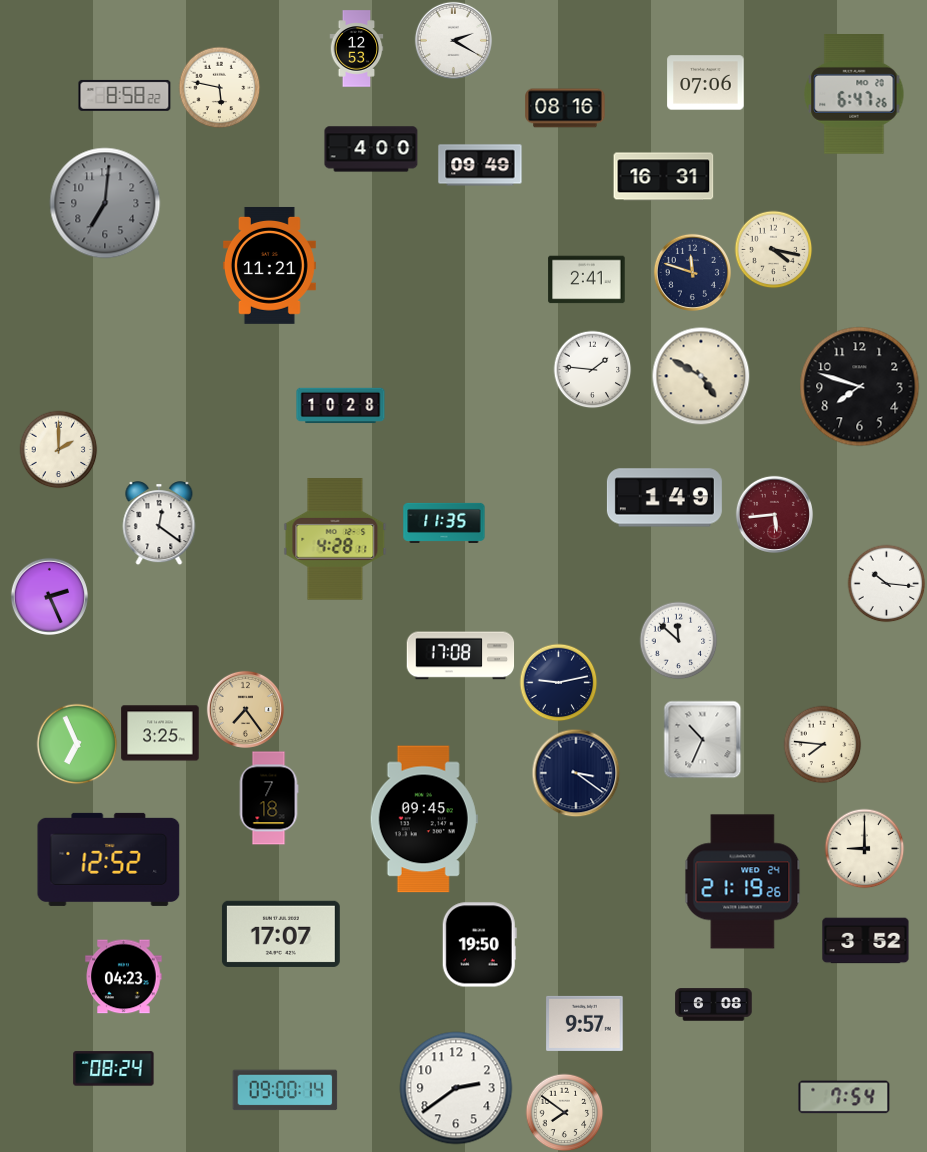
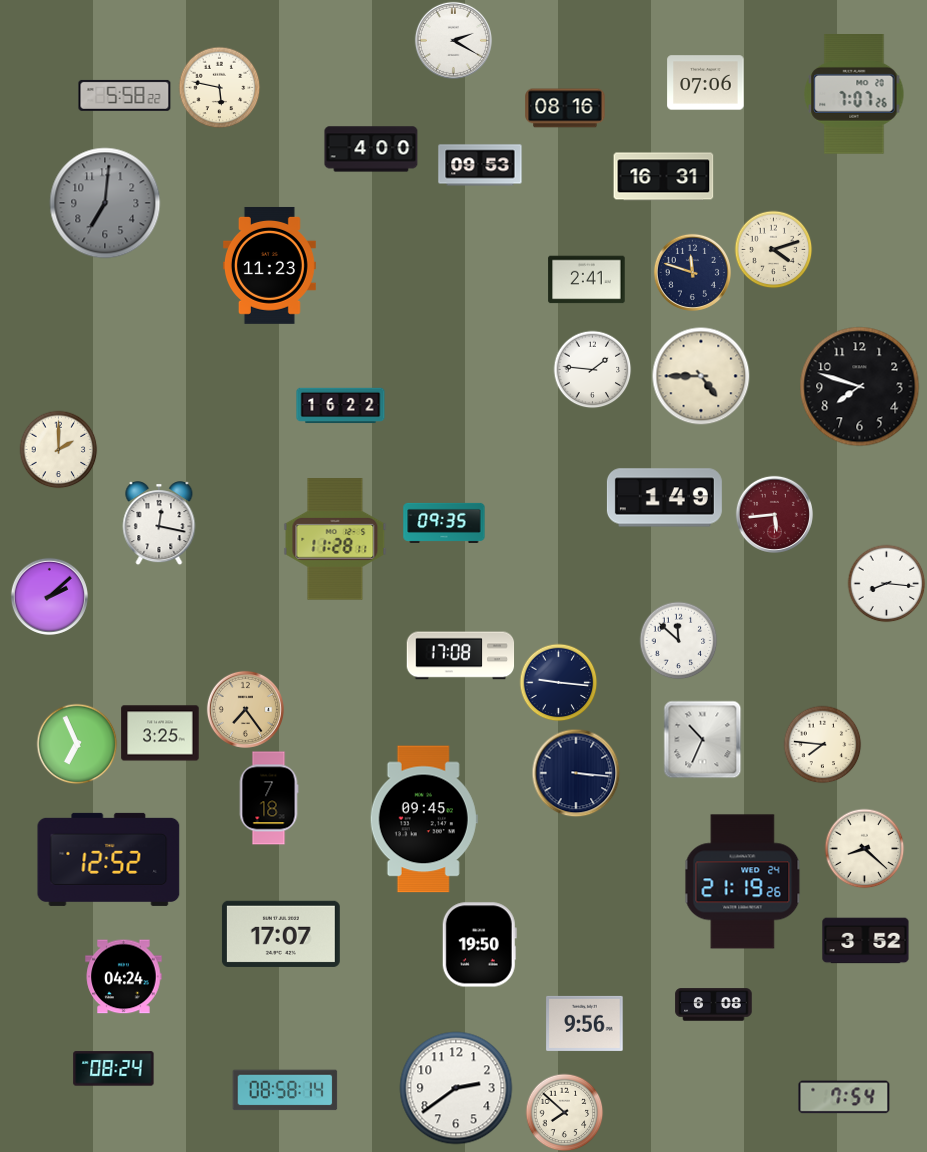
clock at (357, 49): 12:53 -> none
clock at (125, 95): 8:58 -> 5:58
clock at (854, 95): 6:47 -> 7:07
clock at (480, 165): 09:49 -> 09:53
clock at (773, 249): 4:17 -> 4:12
clock at (269, 265): 11:21 -> 11:23
clock at (701, 376): 4:50 -> 4:45
clock at (341, 406): 10:28 -> 16:22
clock at (159, 523): 12:21 -> 12:17
clock at (444, 523): 11:35 -> 09:35
clock at (335, 539): 4:28 -> 11:28
clock at (886, 583): 10:16 -> 8:16
clock at (49, 596): 2:26 -> 2:08
clock at (558, 682): 9:13 -> 9:16
clock at (576, 773): 3:21 -> 3:16
clock at (864, 848): 9:00 -> 8:22
clock at (124, 977): 04:23 -> 04:24
clock at (585, 1023): 9:57 -> 9:56
clock at (285, 1090): 09:00 -> 08:58
clock at (564, 1112): 7:51 -> 7:52
